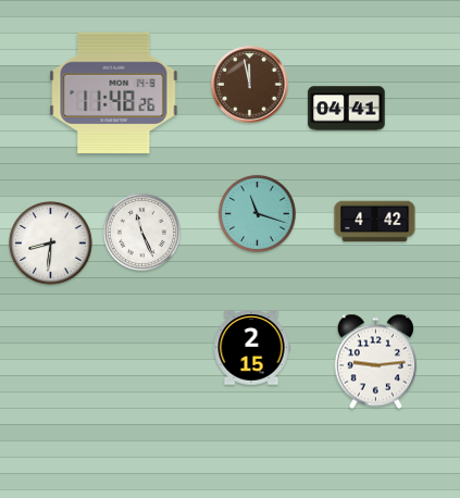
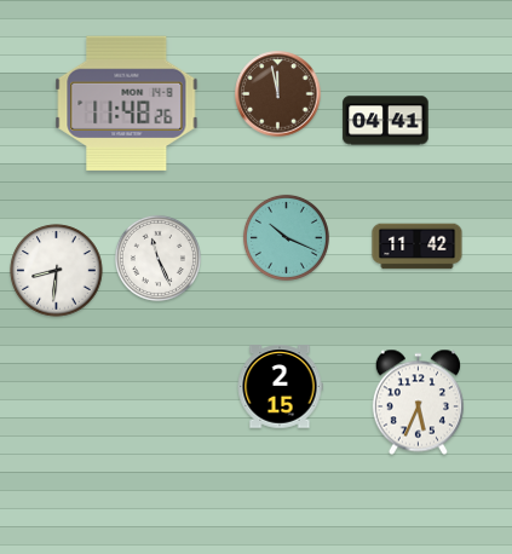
clock at (257, 213): 11:18 -> 10:19
clock at (375, 222): 4:42 -> 11:42
clock at (375, 362): 9:14 -> 5:34
